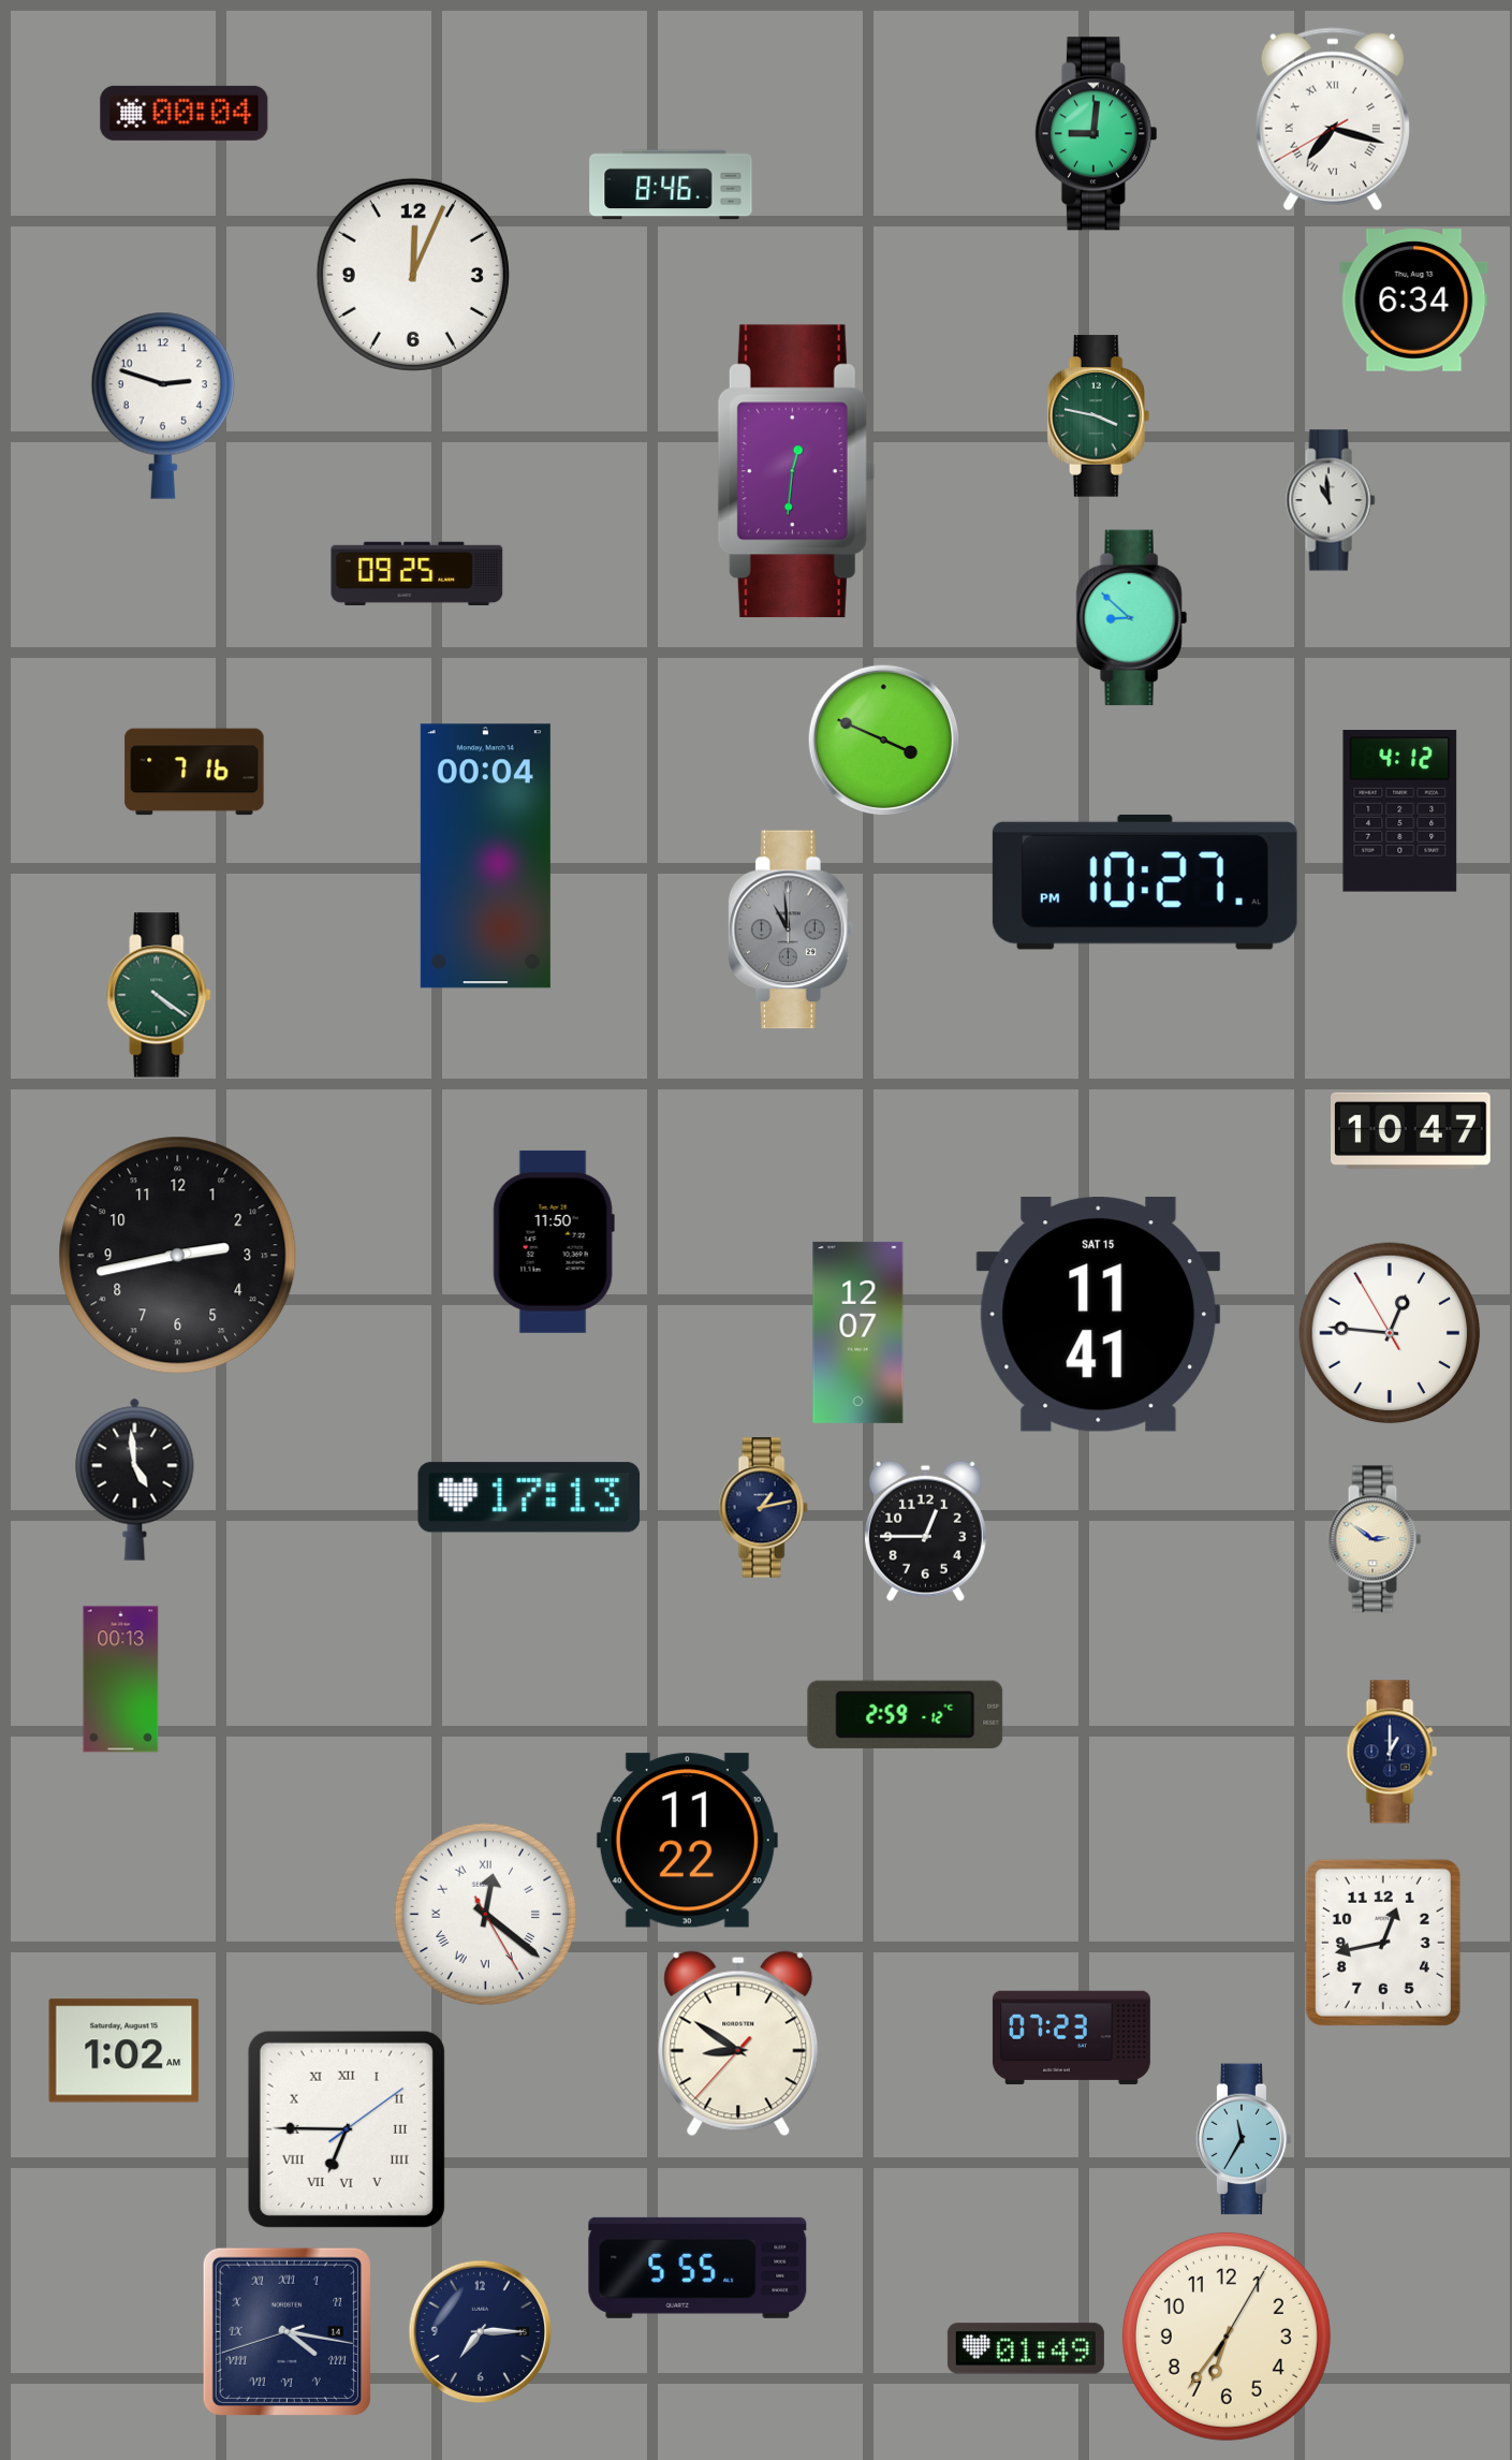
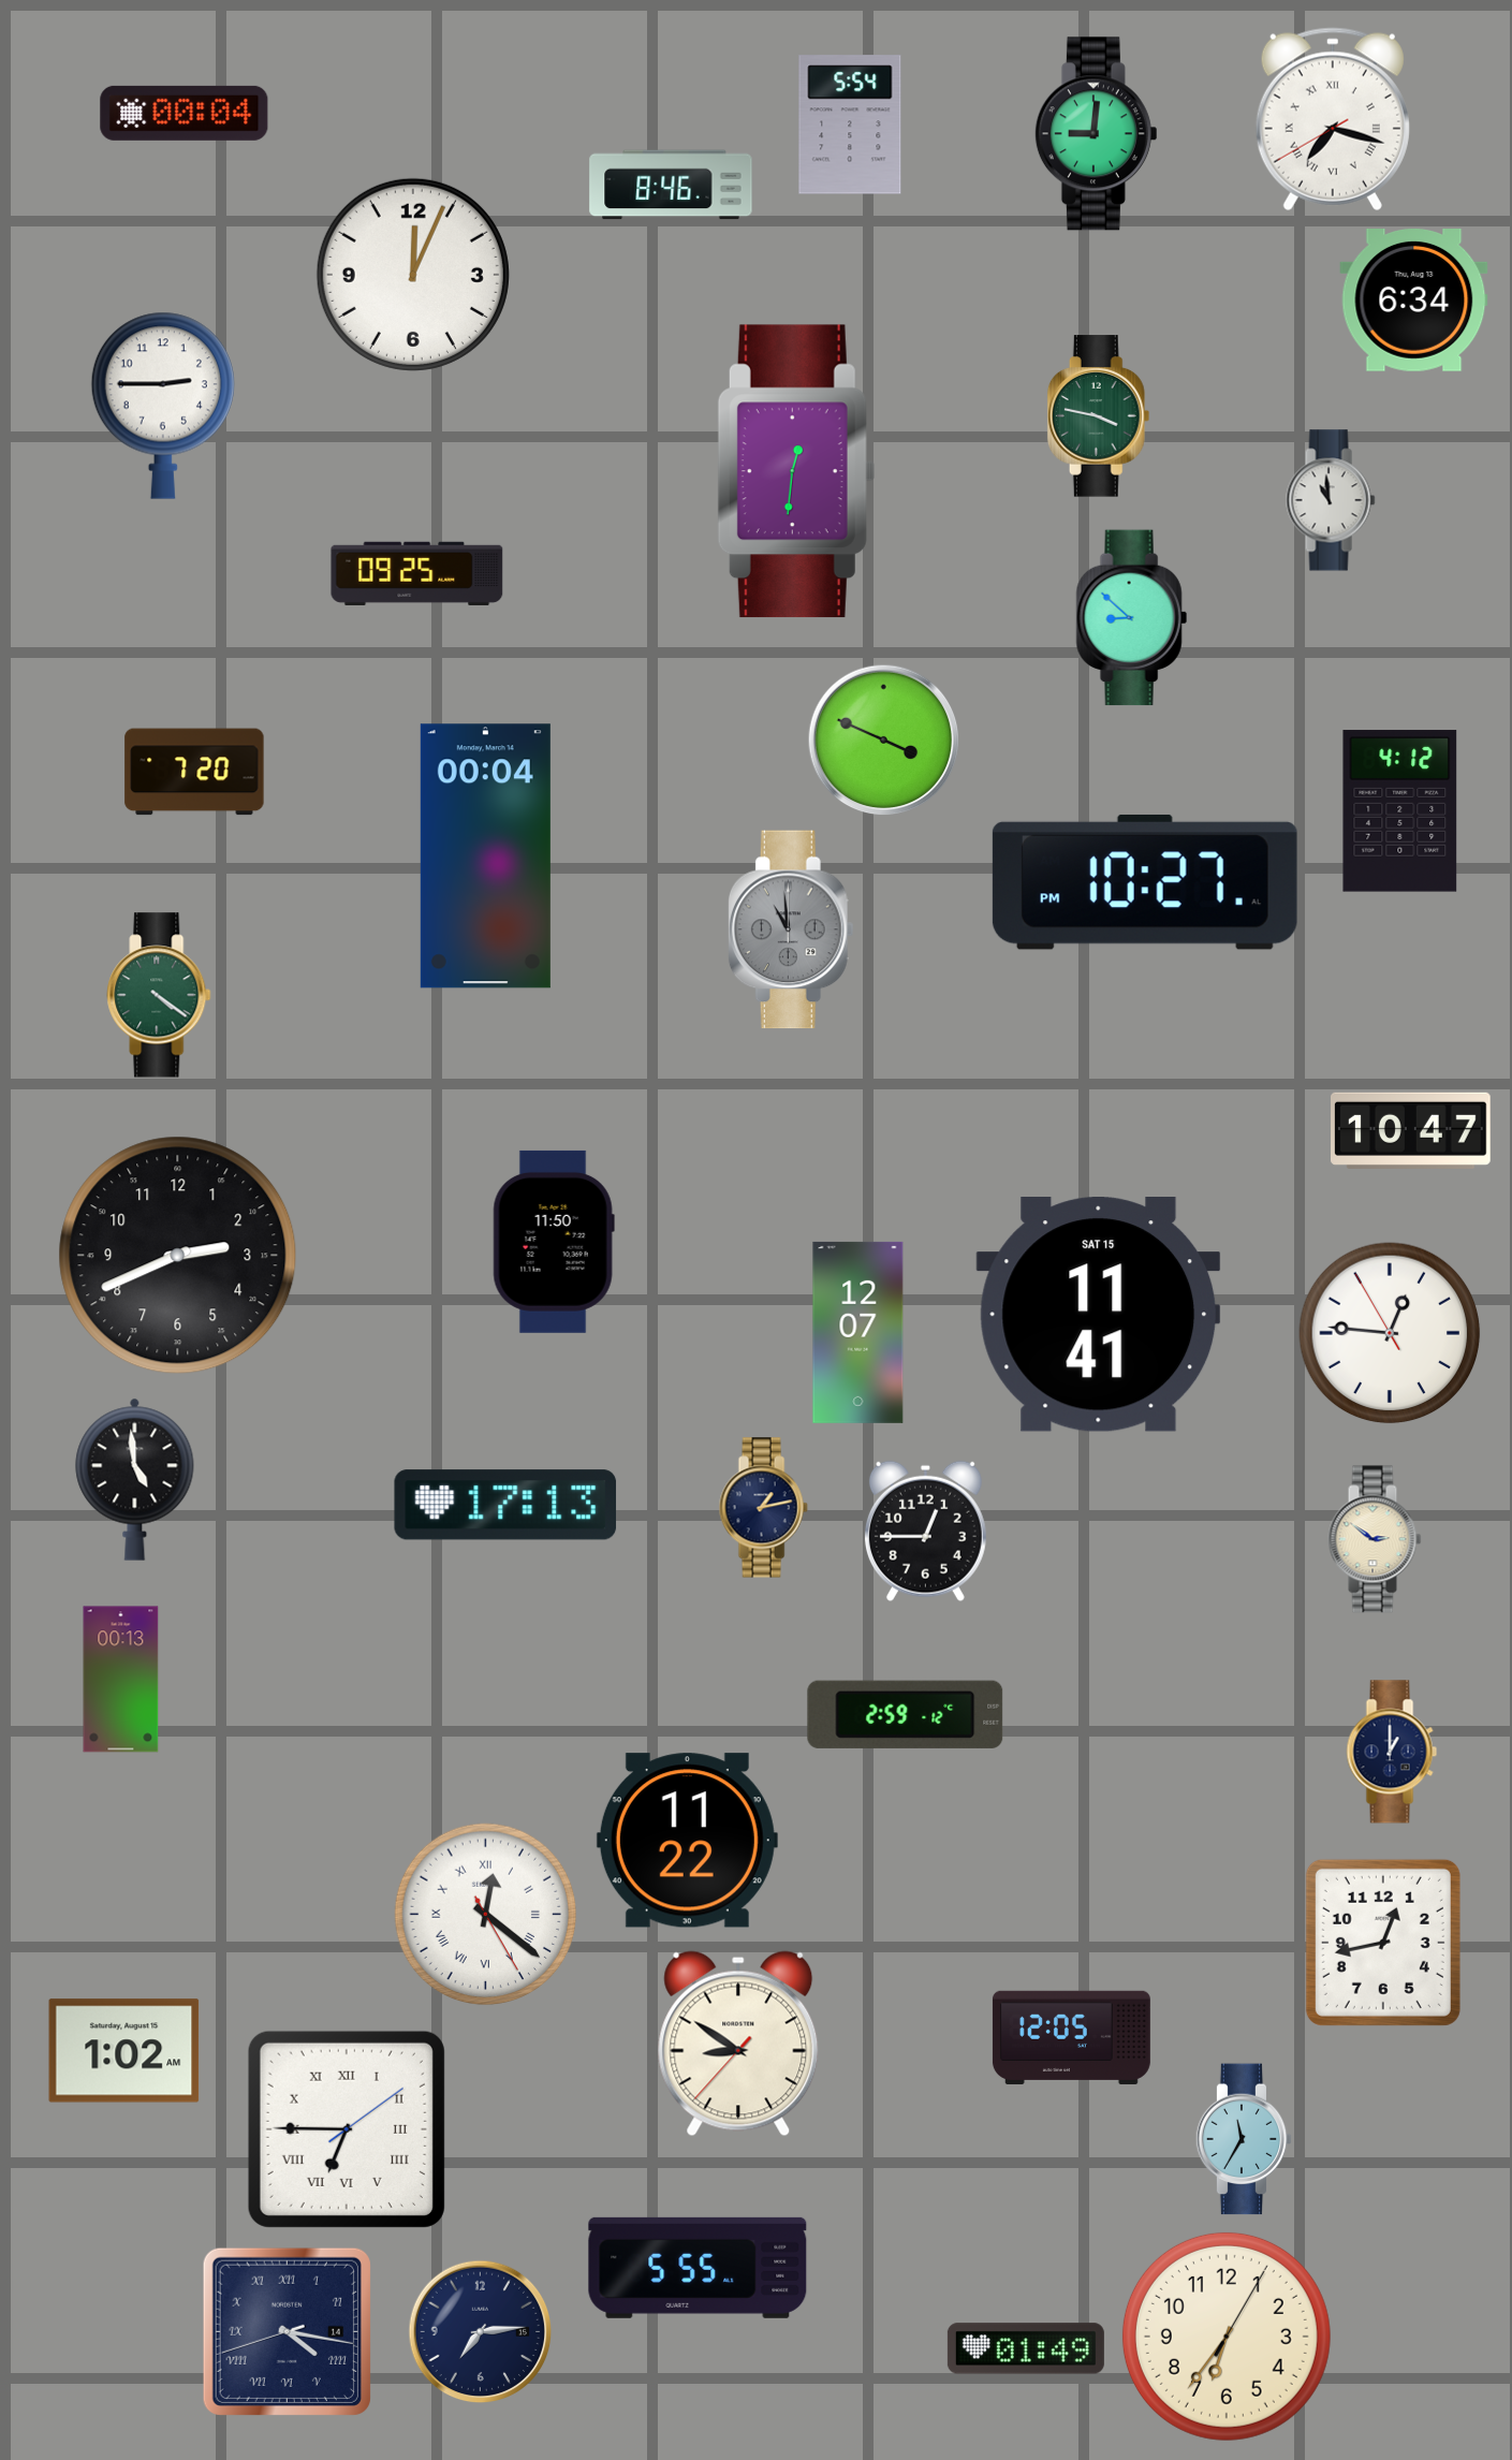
clock at (850, 125): none -> 5:54
clock at (163, 406): 2:48 -> 2:45
clock at (194, 772): 7:16 -> 7:20
clock at (178, 1256): 2:43 -> 2:41
clock at (529, 1497) position: (529, 1497) -> (505, 1505)
clock at (1071, 2037): 07:23 -> 12:05
clock at (481, 2332): 7:15 -> 7:14
